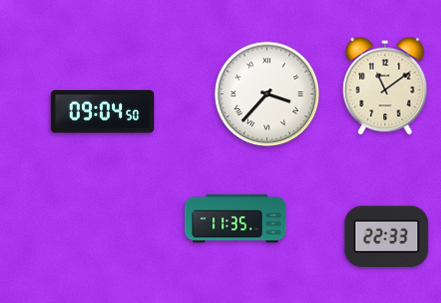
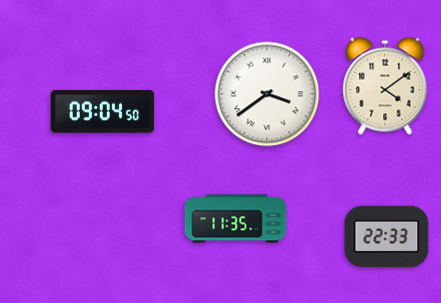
clock at (385, 86): 11:09 -> 4:09
clock at (267, 94): 3:37 -> 3:39
